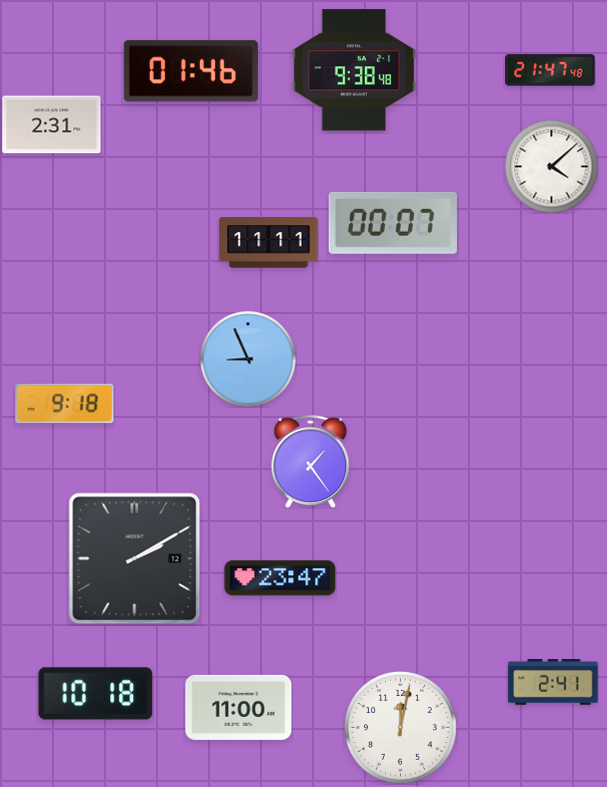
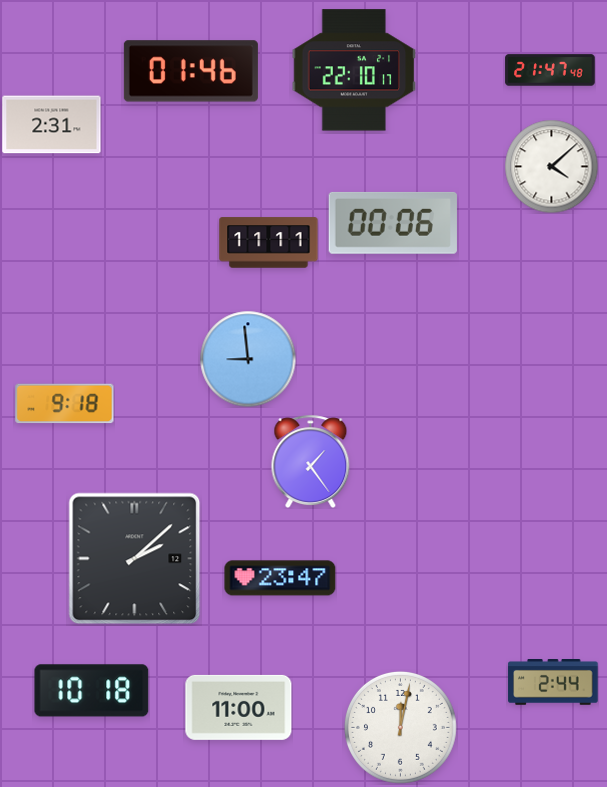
clock at (354, 70): 9:38 -> 22:10
clock at (393, 223): 00:07 -> 00:06
clock at (248, 359): 8:56 -> 8:59
clock at (135, 559): 2:10 -> 2:08
clock at (553, 683): 2:41 -> 2:44
clock at (96, 694) position: (96, 694) -> (92, 691)
